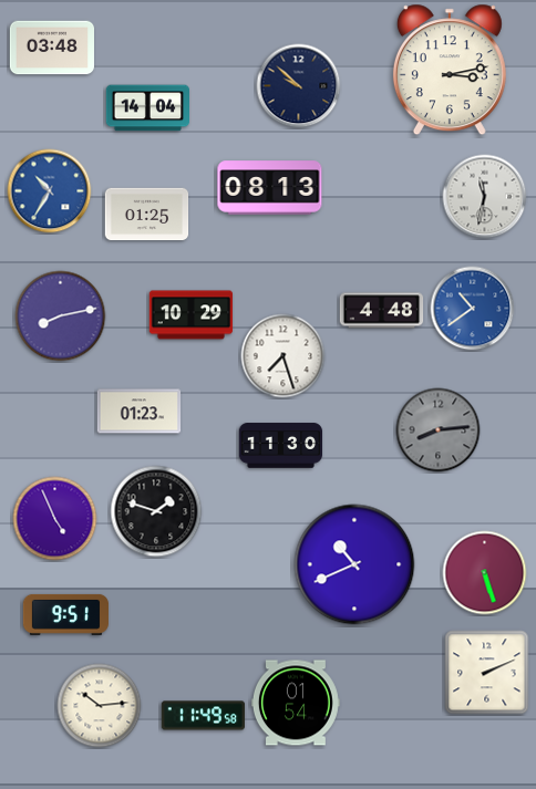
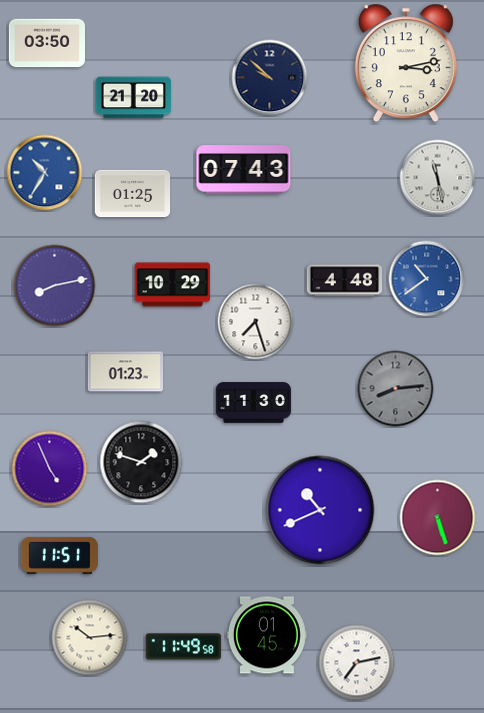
clock at (51, 48): 03:48 -> 03:50
clock at (148, 108): 14:04 -> 21:20
clock at (270, 188): 08:13 -> 07:43
clock at (485, 197): 11:32 -> 11:28
clock at (65, 614): 9:51 -> 11:51
clock at (487, 673): 2:11 -> none
clock at (296, 703): 01:54 -> 01:45
clock at (357, 663): none -> 7:13
